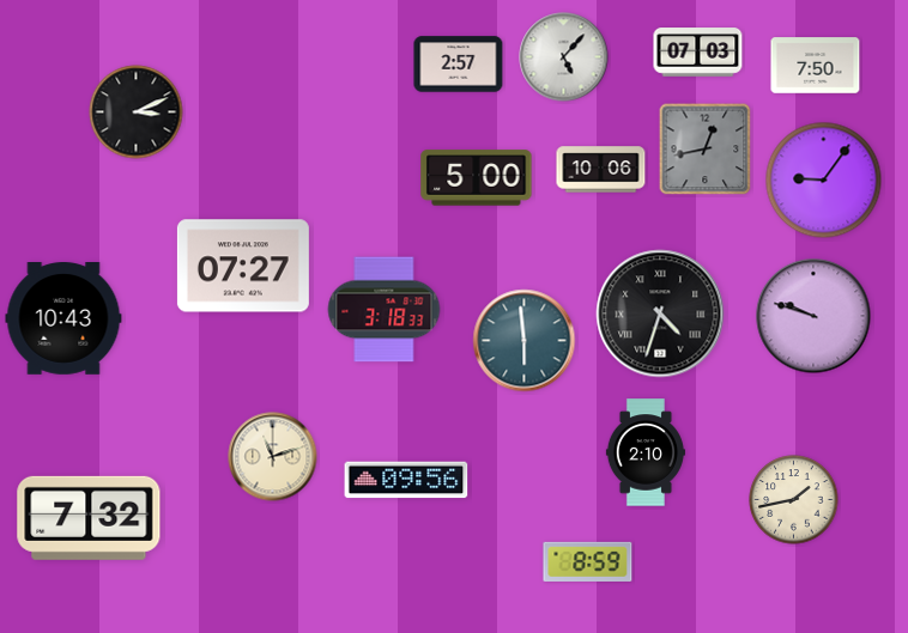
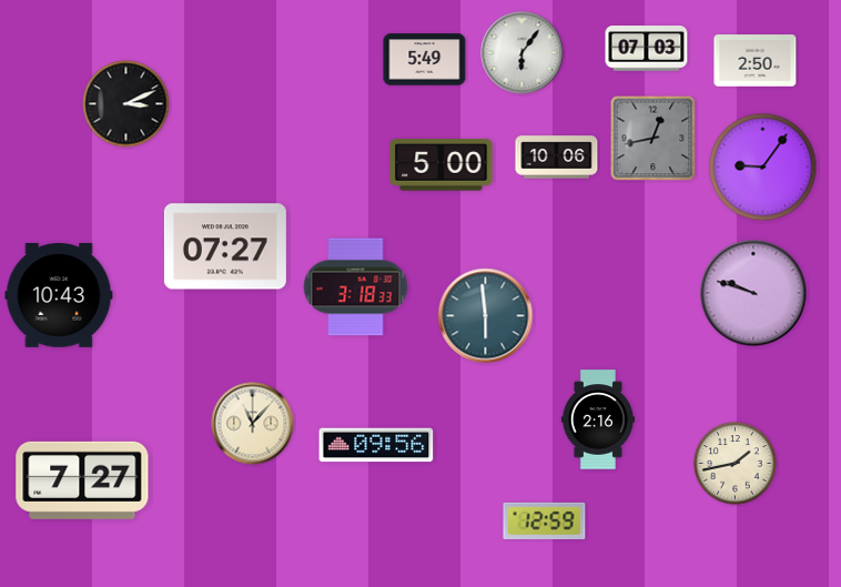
clock at (564, 57): 5:07 -> 6:06
clock at (459, 65): 2:57 -> 5:49
clock at (816, 66): 7:50 -> 2:50
clock at (660, 314): 4:33 -> none
clock at (646, 452): 2:10 -> 2:16
clock at (273, 457): 11:12 -> 11:07
clock at (89, 518): 7:32 -> 7:27
clock at (588, 561): 8:59 -> 12:59
